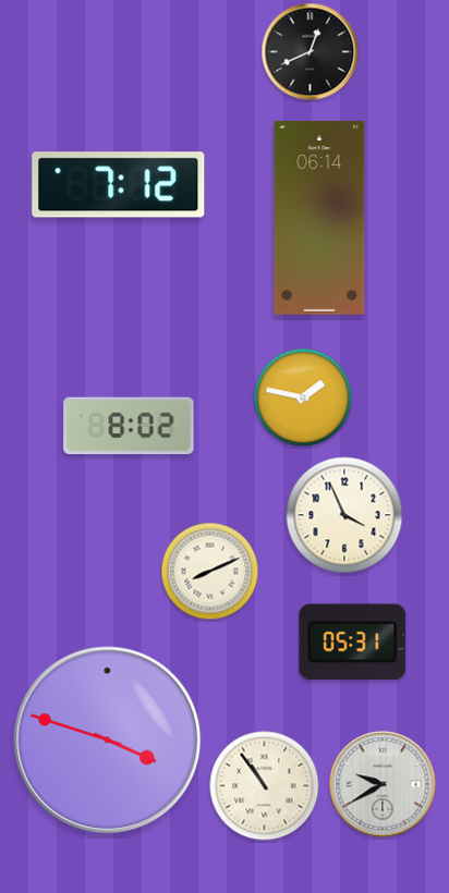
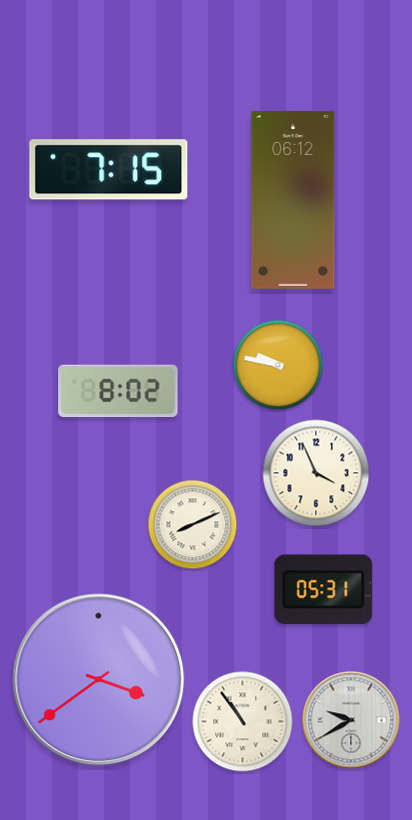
clock at (311, 52): 12:41 -> none
clock at (119, 185): 7:12 -> 7:15
clock at (319, 218): 06:14 -> 06:12
clock at (303, 397): 1:47 -> 9:47
clock at (108, 741): 3:48 -> 3:39
